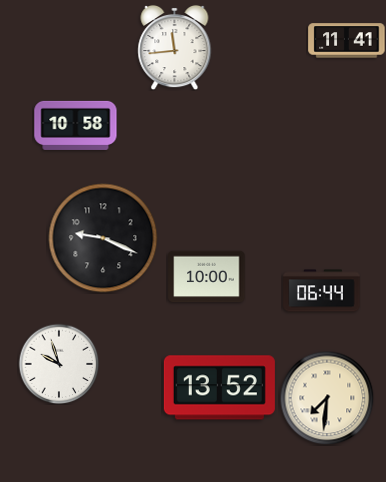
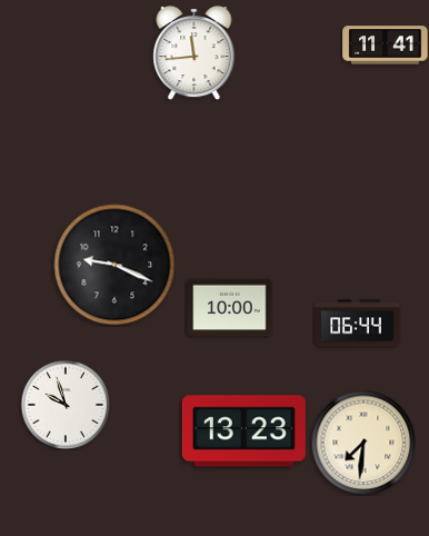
clock at (76, 125): 10:58 -> none
clock at (219, 388): 13:52 -> 13:23
